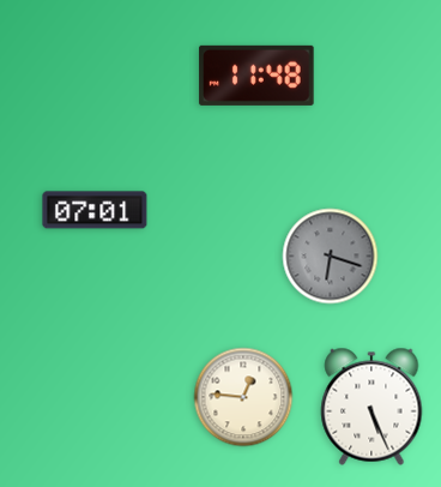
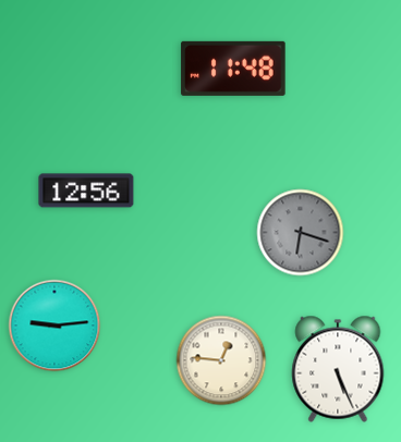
clock at (95, 210): 07:01 -> 12:56
clock at (54, 326): none -> 9:14
